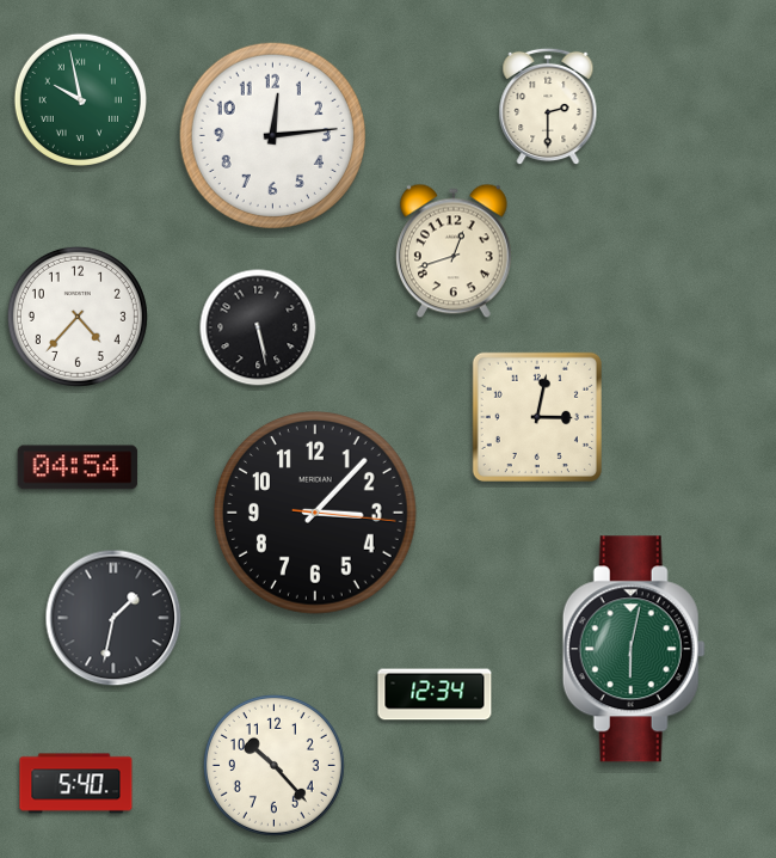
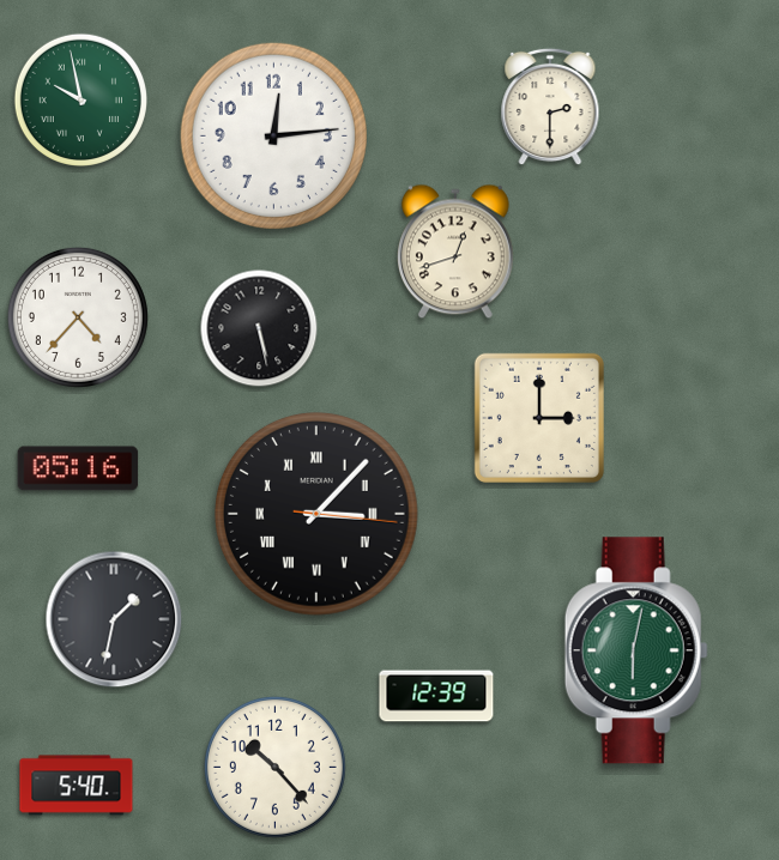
clock at (537, 417): 3:02 -> 3:00
clock at (78, 467): 04:54 -> 05:16
clock at (316, 514) numerals: Arabic -> Roman
clock at (435, 694): 12:34 -> 12:39
